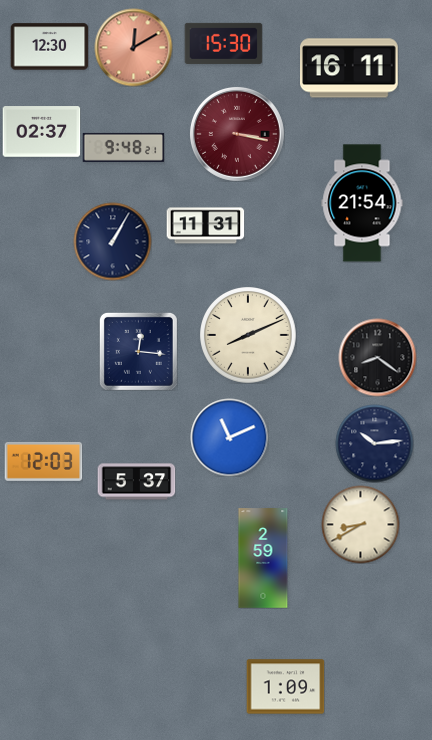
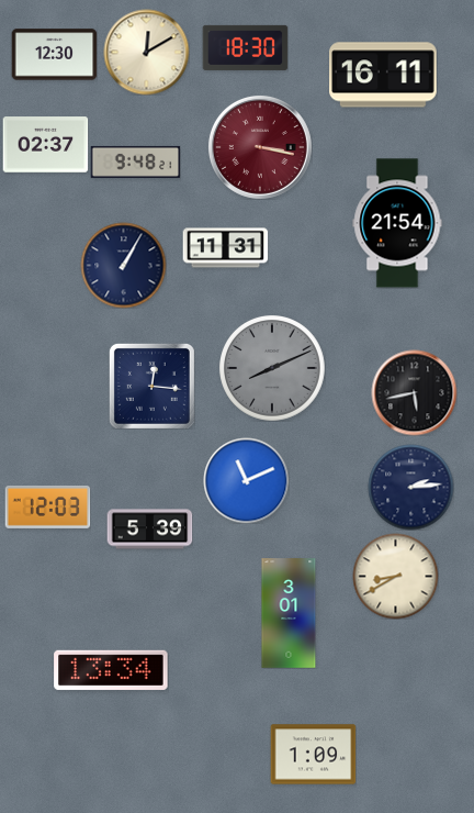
clock at (223, 43): 15:30 -> 18:30
clock at (49, 47) position: (49, 47) -> (54, 55)
clock at (133, 47) dial: salmon -> cream
clock at (248, 335) dial: cream -> grey
clock at (377, 357): 8:21 -> 5:43
clock at (229, 437) position: (229, 437) -> (246, 480)
clock at (374, 443): 10:14 -> 2:14
clock at (136, 482): 5:37 -> 5:39
clock at (263, 558): 2:59 -> 3:01
clock at (111, 670): none -> 13:34
